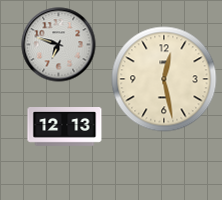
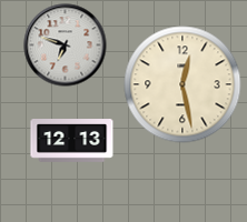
clock at (59, 45) position: (59, 45) -> (66, 46)
clock at (164, 79) position: (164, 79) -> (182, 84)
